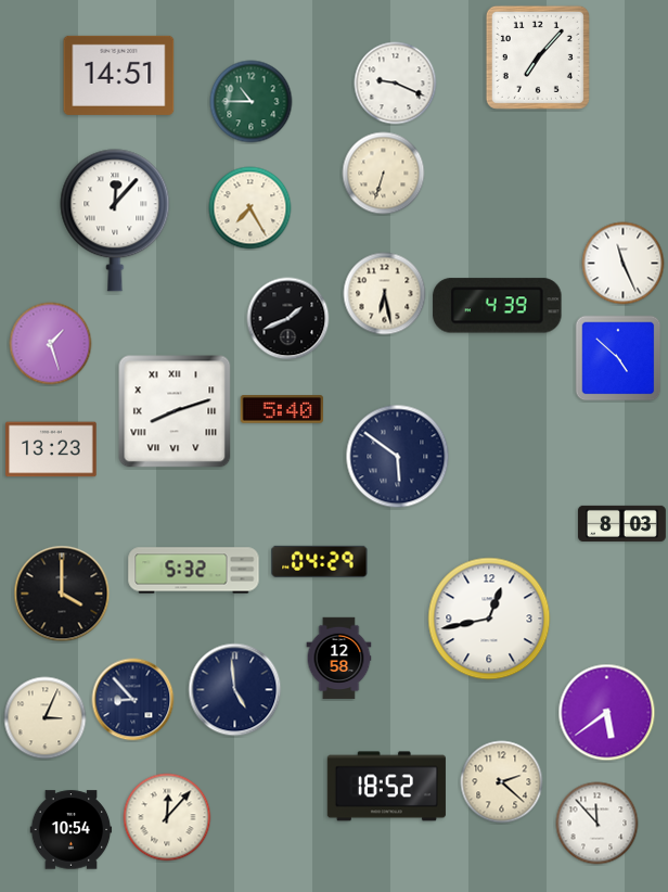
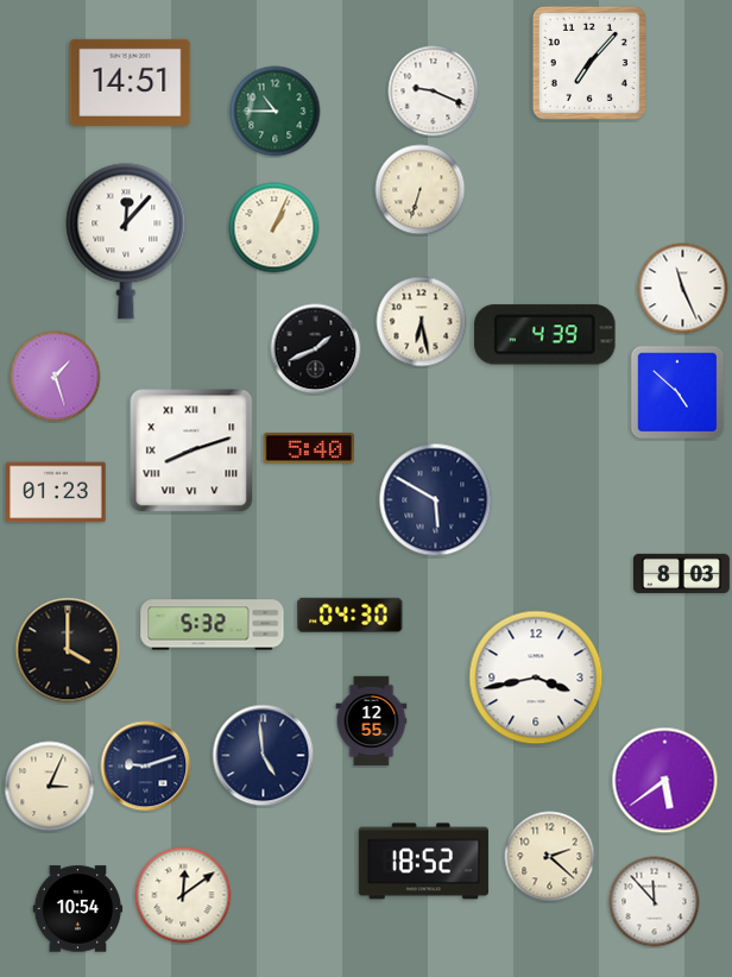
clock at (251, 208): 7:25 -> 1:04
clock at (51, 449): 13:23 -> 01:23
clock at (398, 457): 5:51 -> 5:50
clock at (320, 561): 04:29 -> 04:30
clock at (489, 619): 12:43 -> 3:43
clock at (339, 659): 12:58 -> 12:55
clock at (235, 690) position: (235, 690) -> (264, 756)
clock at (133, 700): 8:53 -> 9:12
clock at (167, 817): 12:07 -> 12:09
